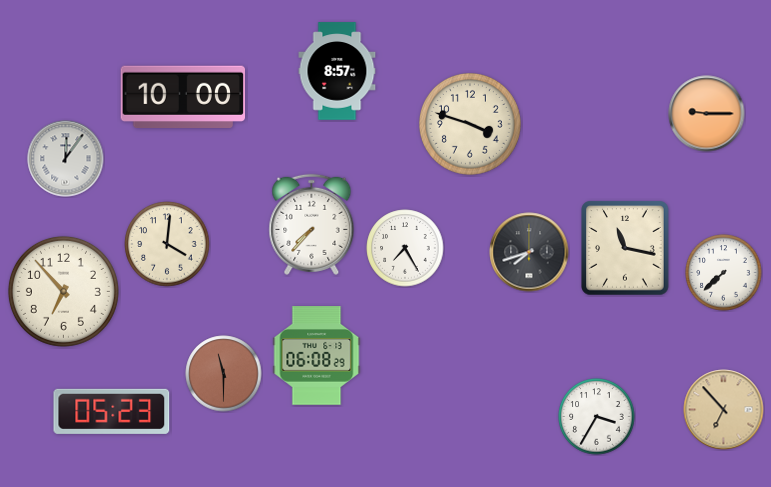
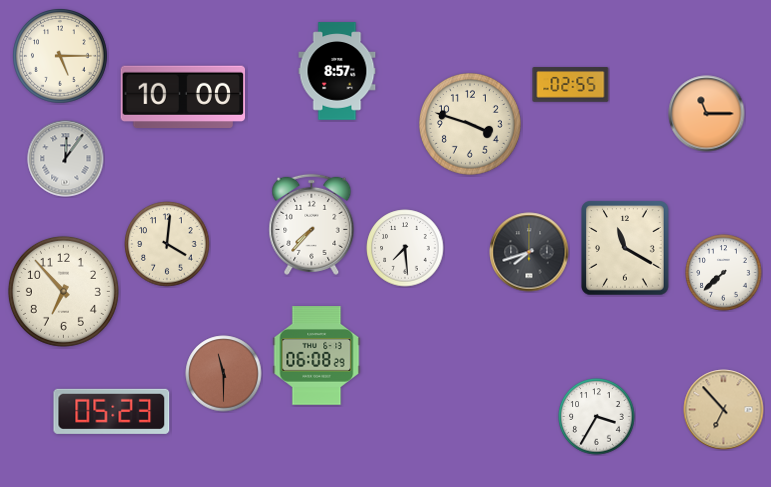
clock at (61, 57): none -> 5:15
clock at (571, 85): none -> 02:55
clock at (707, 114): 9:15 -> 11:15
clock at (405, 248): 7:25 -> 7:29
clock at (625, 248): 11:17 -> 11:20
